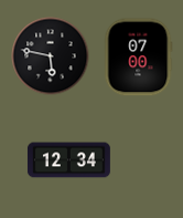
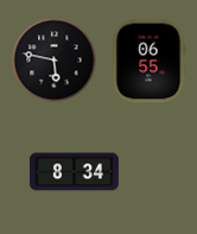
clock at (138, 58): 07:00 -> 06:55
clock at (68, 160): 12:34 -> 8:34
